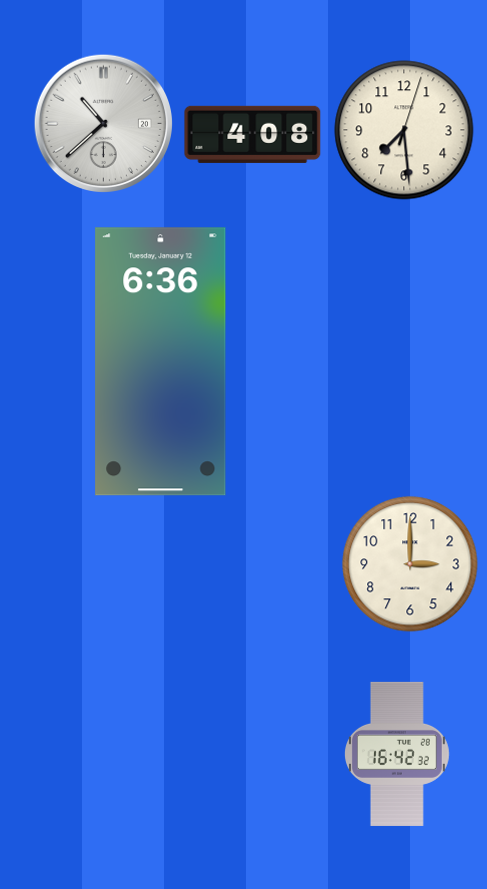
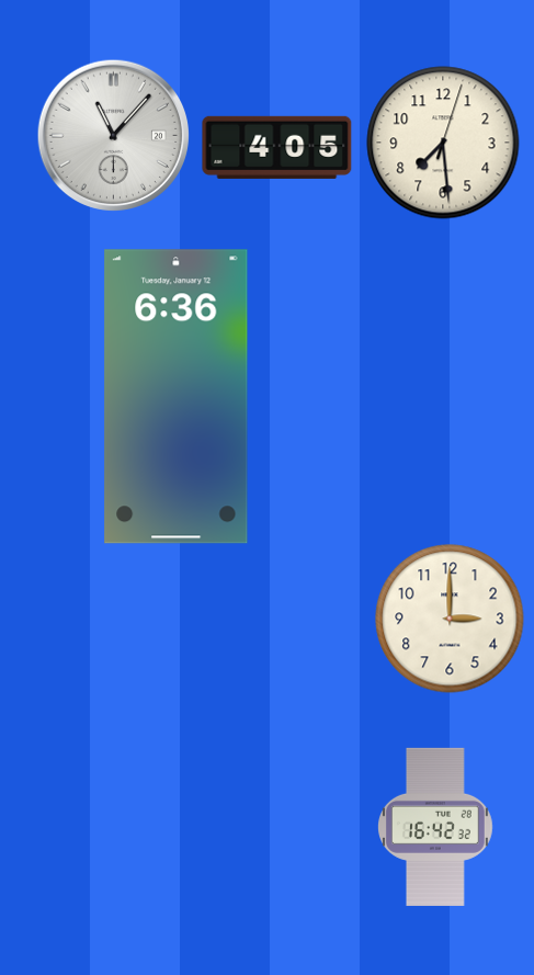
clock at (103, 123): 10:38 -> 11:07
clock at (253, 134): 4:08 -> 4:05
